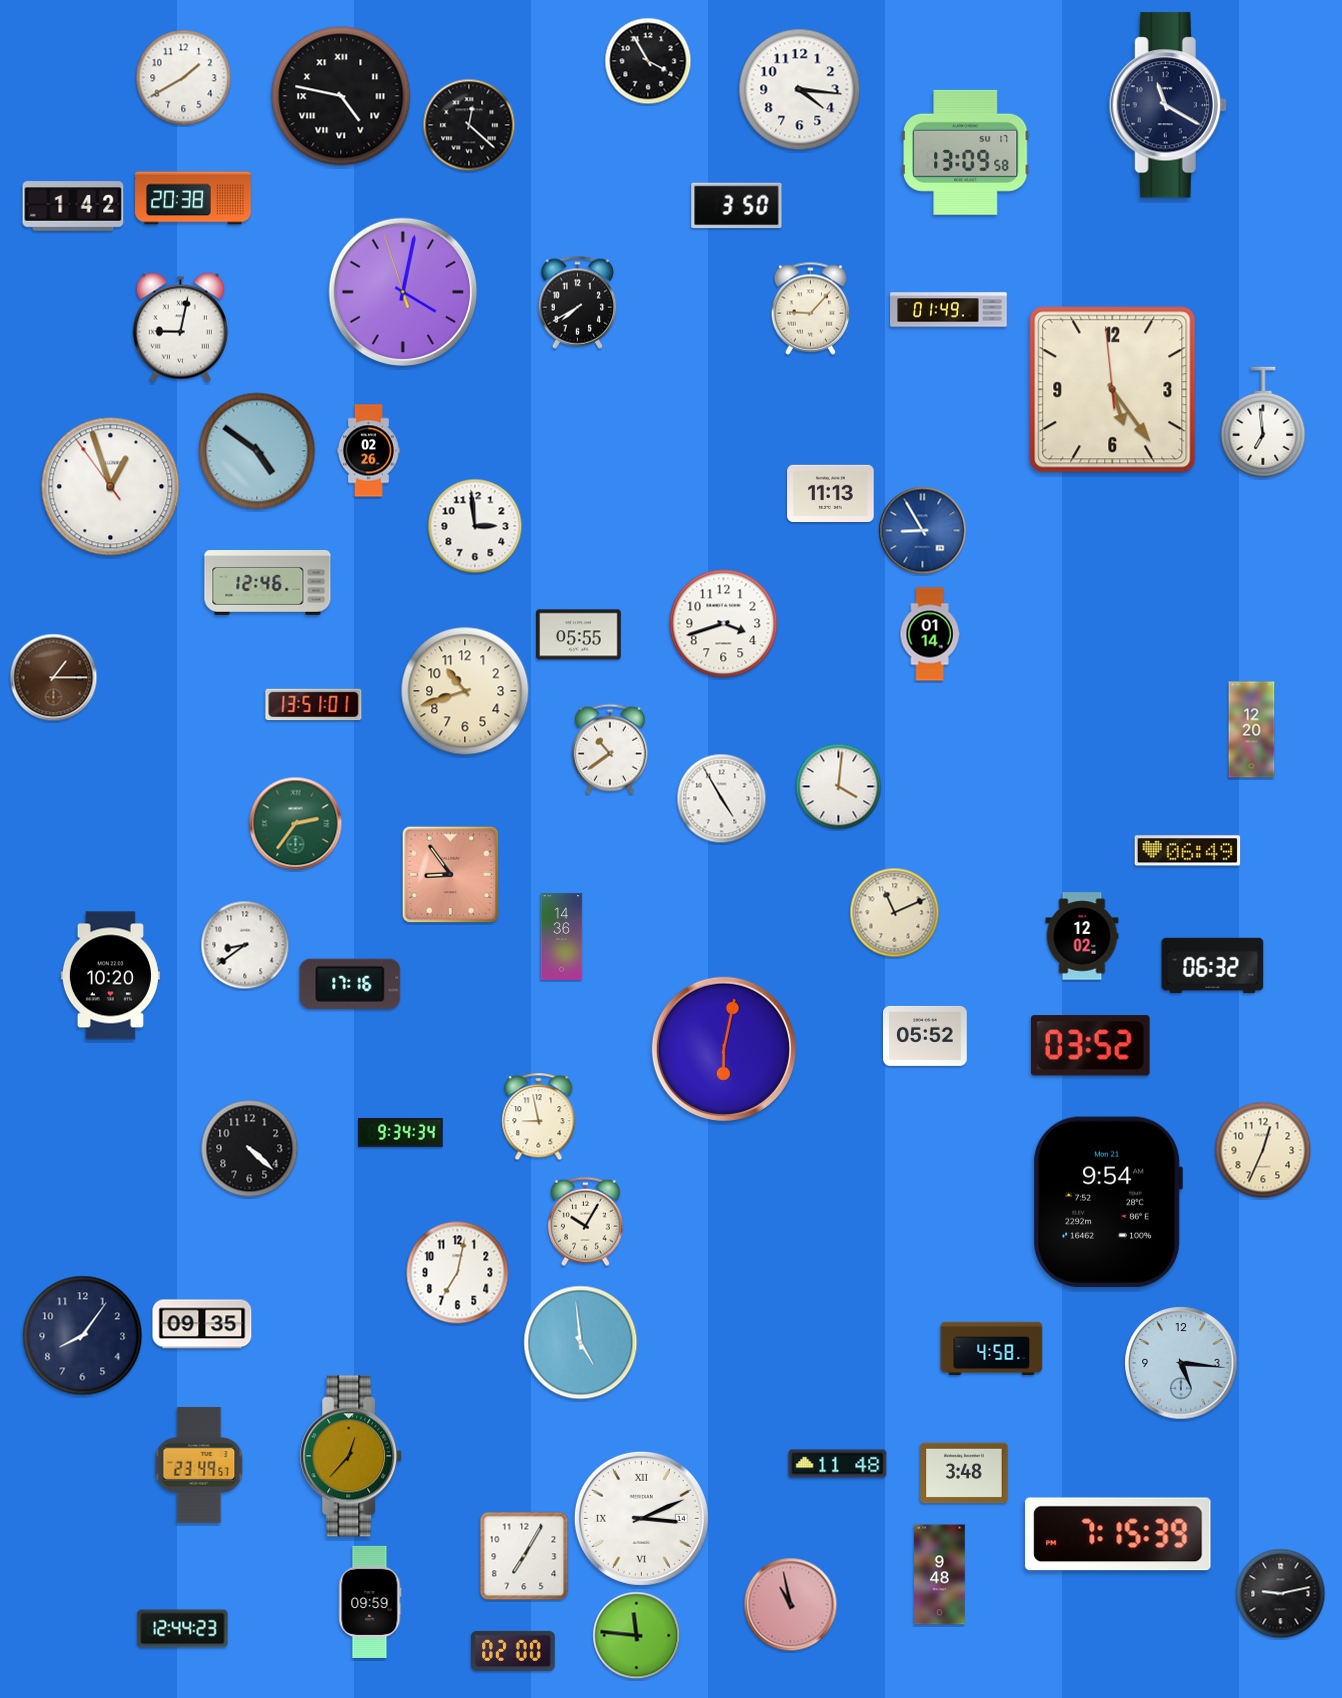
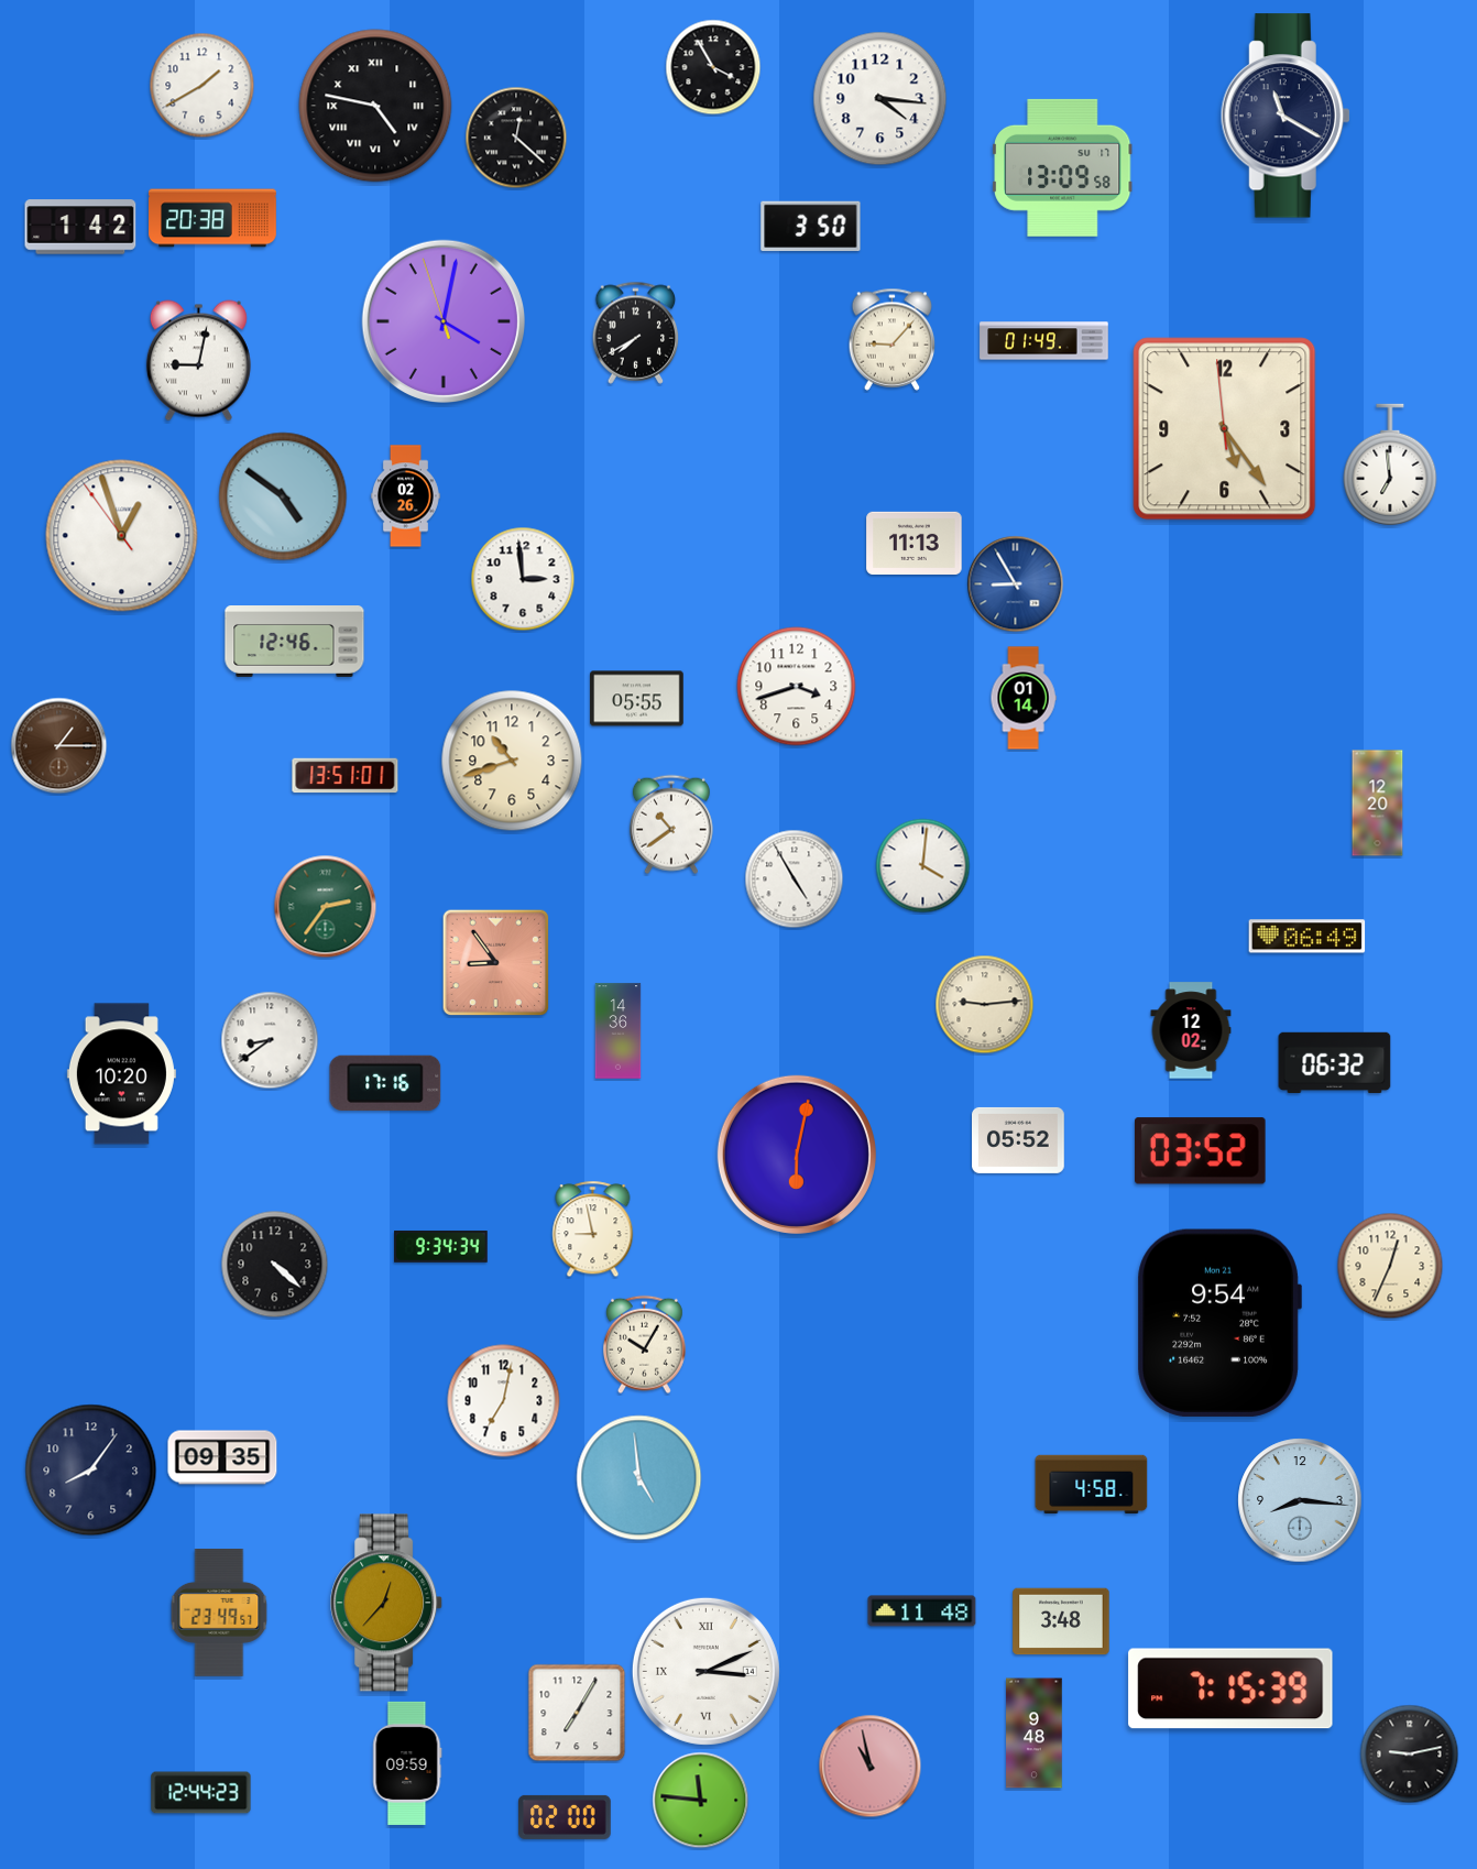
clock at (895, 913): 11:11 -> 9:14
clock at (1181, 1363): 5:16 -> 8:16
